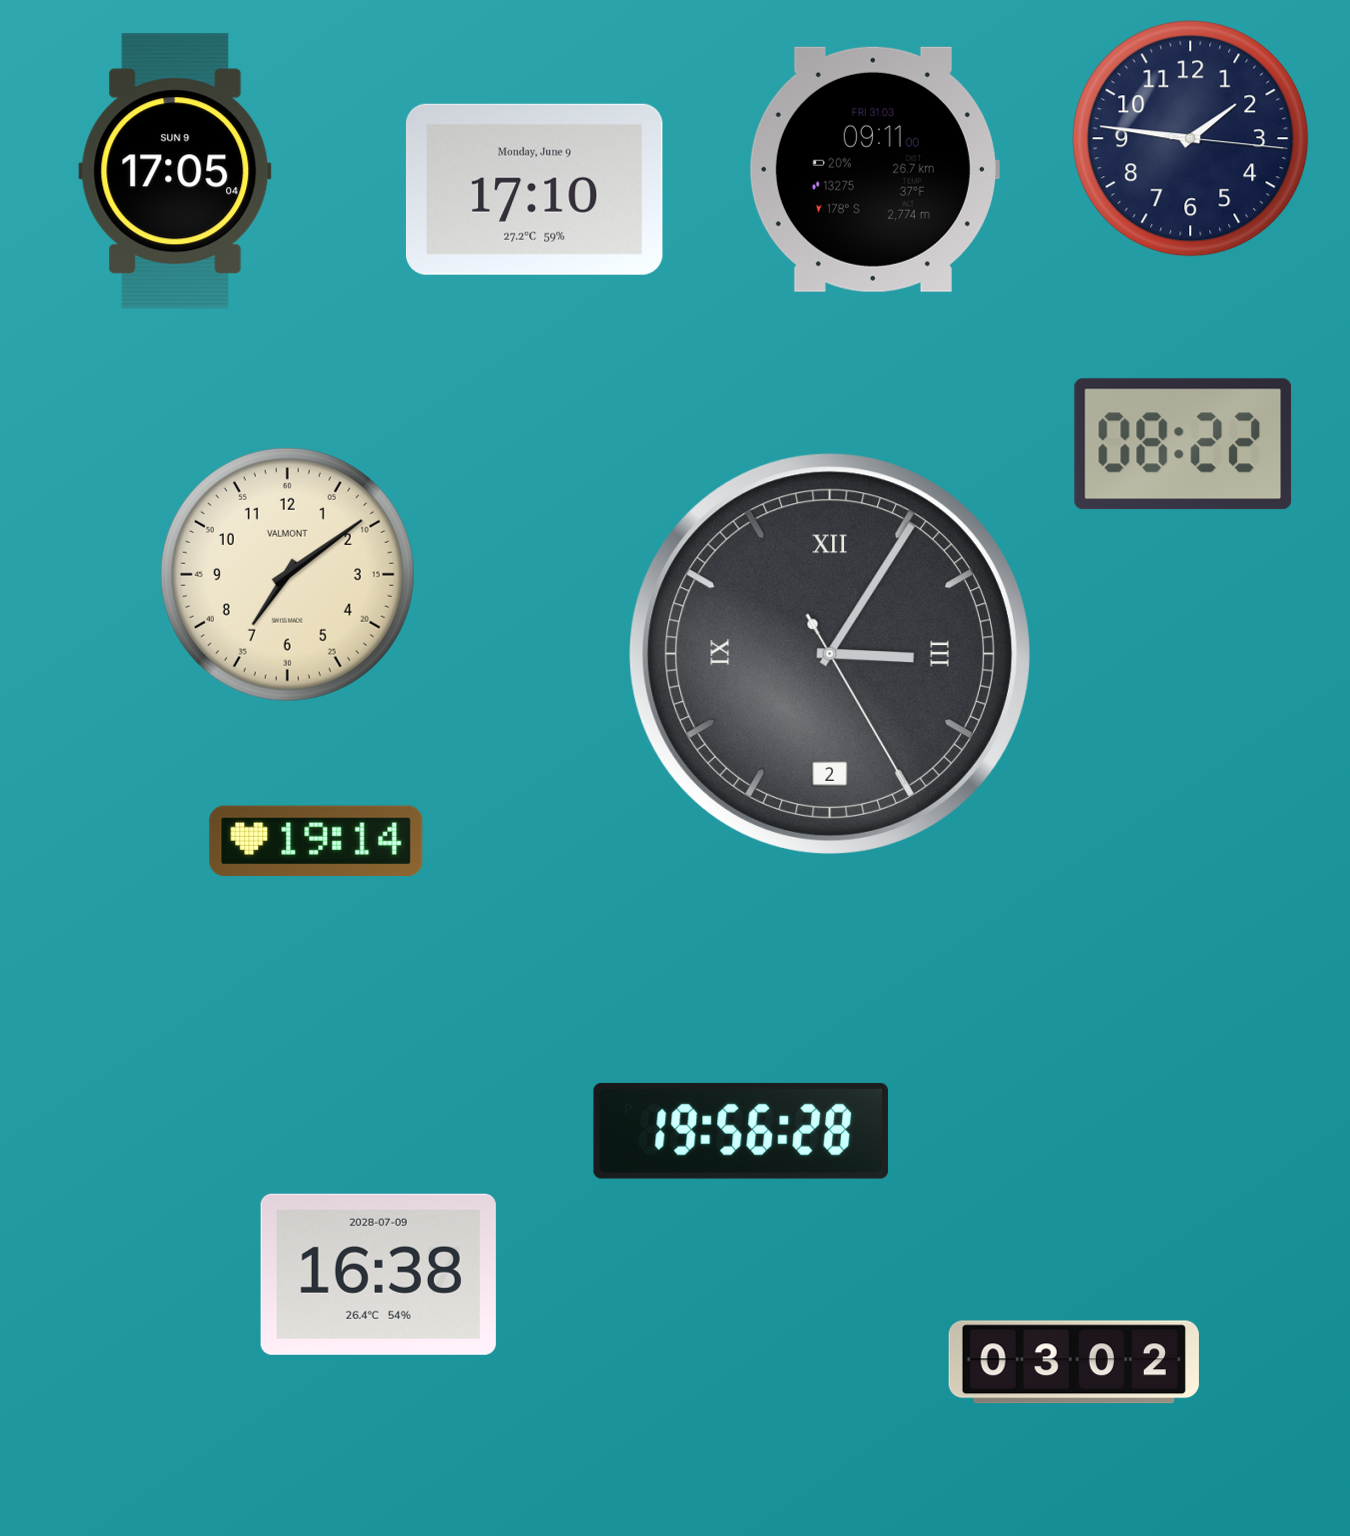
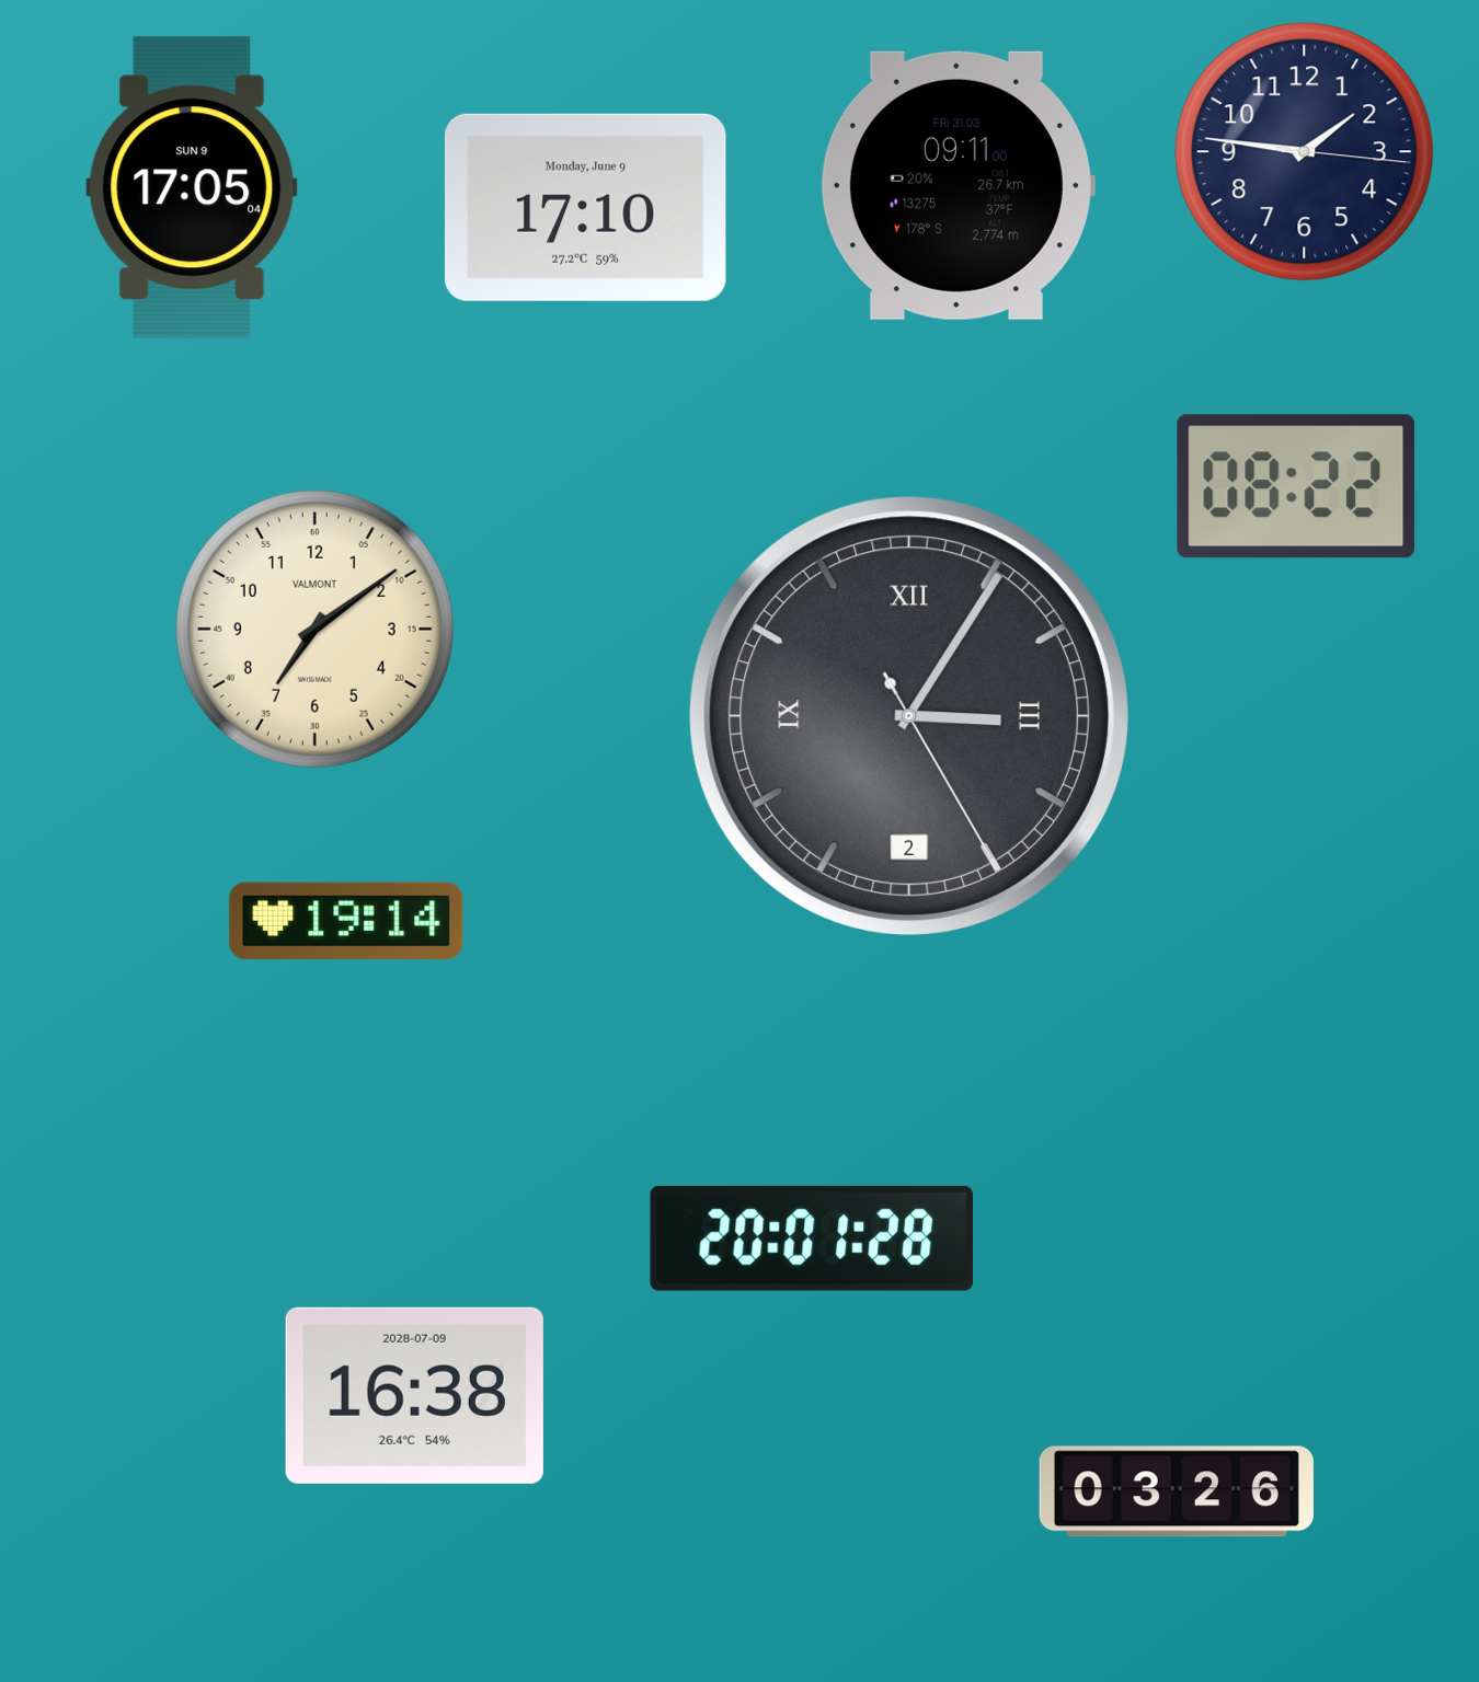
clock at (741, 1131): 19:56 -> 20:01
clock at (1074, 1362): 03:02 -> 03:26
